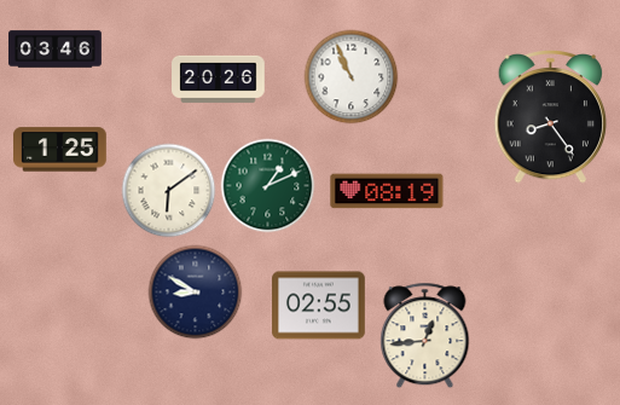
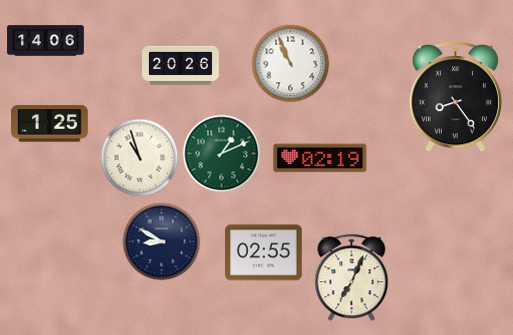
clock at (56, 50): 03:46 -> 14:06
clock at (168, 190): 6:09 -> 10:57
clock at (387, 191): 08:19 -> 02:19
clock at (425, 335): 12:44 -> 7:04
